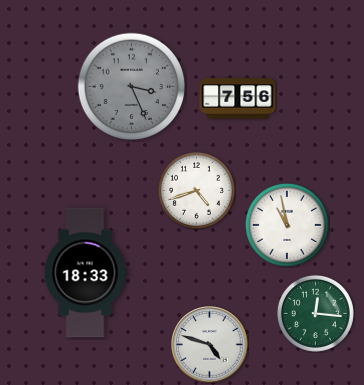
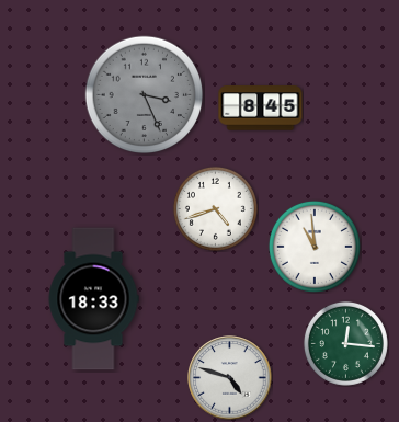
clock at (238, 99): 7:56 -> 8:45
clock at (287, 225): 10:58 -> 10:59
